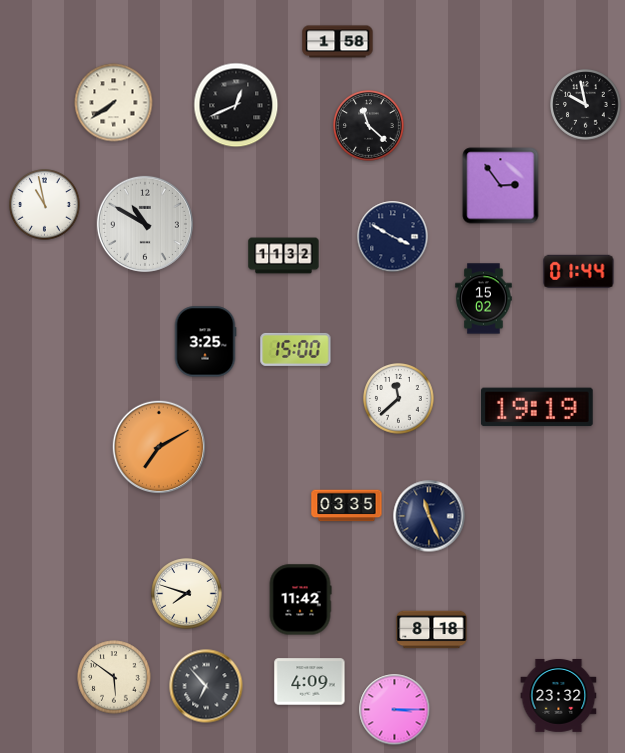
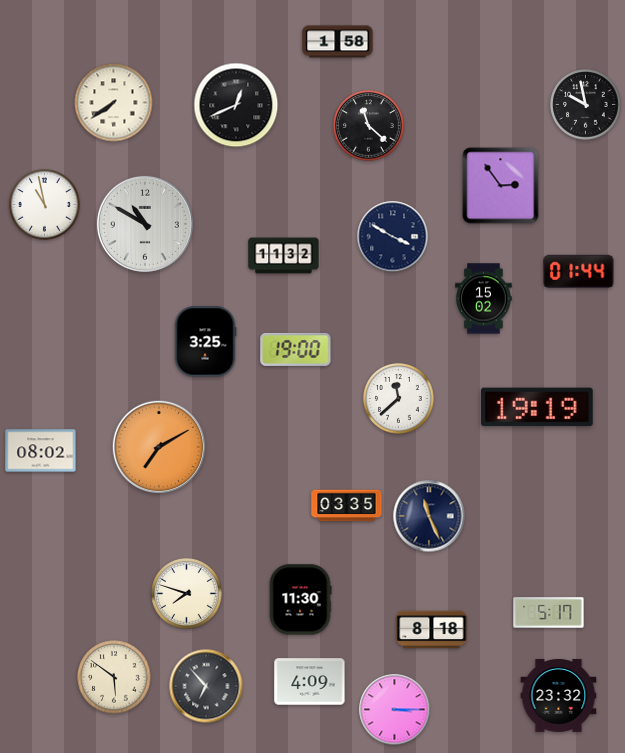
clock at (296, 349): 15:00 -> 19:00
clock at (41, 451): none -> 08:02
clock at (300, 600): 11:42 -> 11:30
clock at (549, 613): none -> 5:17
